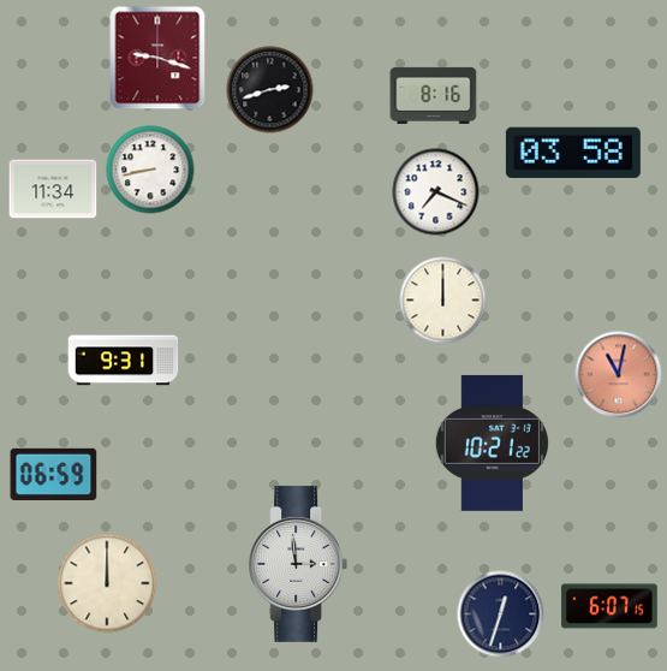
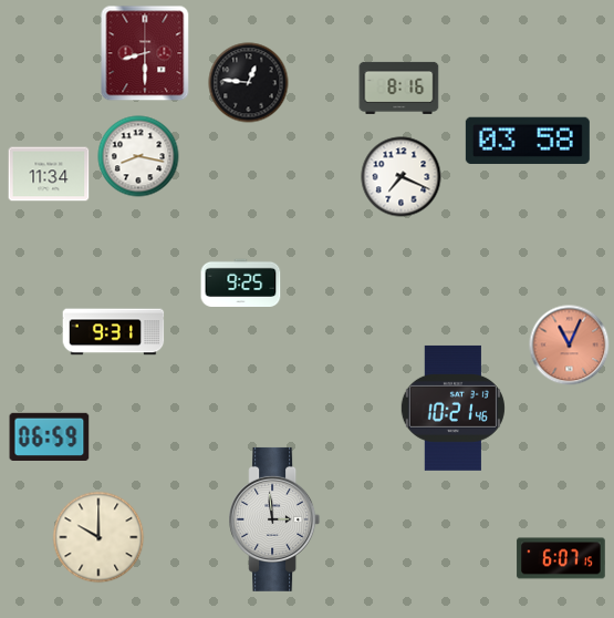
clock at (157, 58): 9:18 -> 8:30
clock at (270, 90): 2:42 -> 12:46
clock at (150, 170): 8:43 -> 8:17
clock at (443, 301): 12:00 -> none
clock at (241, 282): none -> 9:25
clock at (619, 375): 11:02 -> 11:04
clock at (492, 443): 10:21:22 -> 10:21:46
clock at (107, 583): 12:00 -> 10:00
clock at (501, 614): 12:33 -> none
